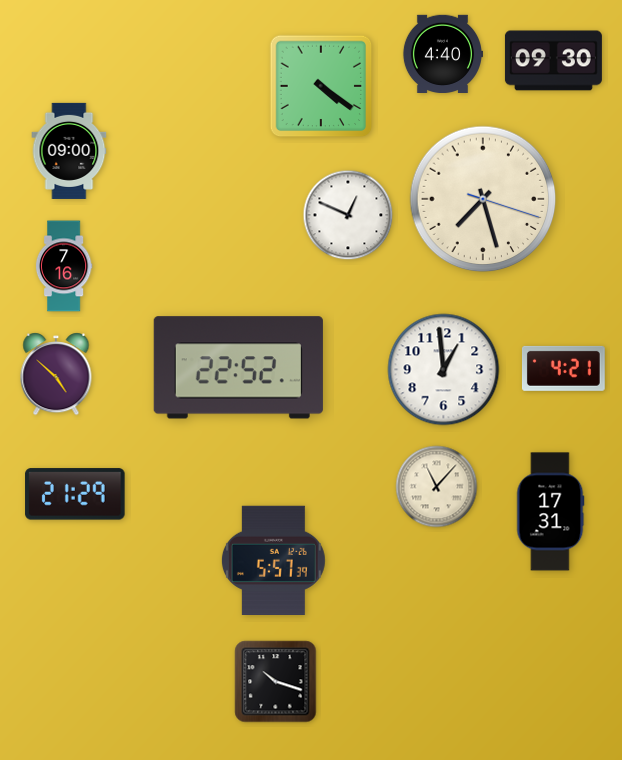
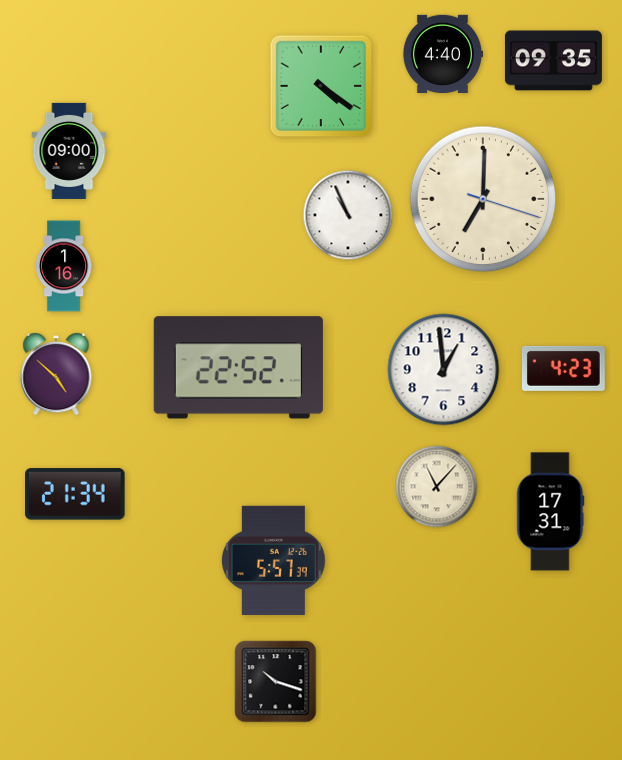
clock at (553, 61): 09:30 -> 09:35
clock at (483, 199): 7:27 -> 7:00
clock at (348, 215): 12:49 -> 10:56
clock at (64, 266): 7:16 -> 1:16
clock at (563, 368): 4:21 -> 4:23
clock at (75, 494): 21:29 -> 21:34
